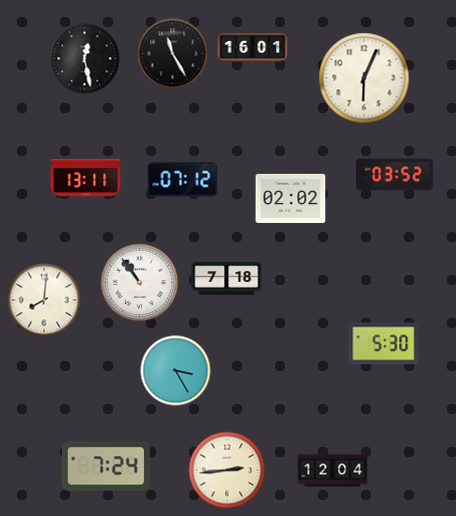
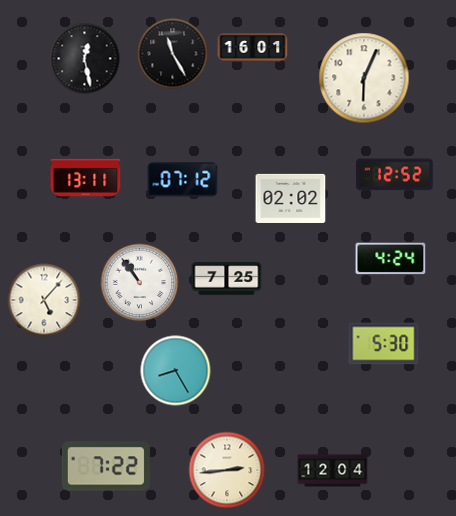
clock at (395, 175): 03:52 -> 12:52
clock at (391, 259): none -> 4:24
clock at (227, 279): 7:18 -> 7:25
clock at (44, 300): 8:01 -> 5:07
clock at (176, 371): 3:25 -> 8:25
clock at (106, 466): 7:24 -> 7:22
